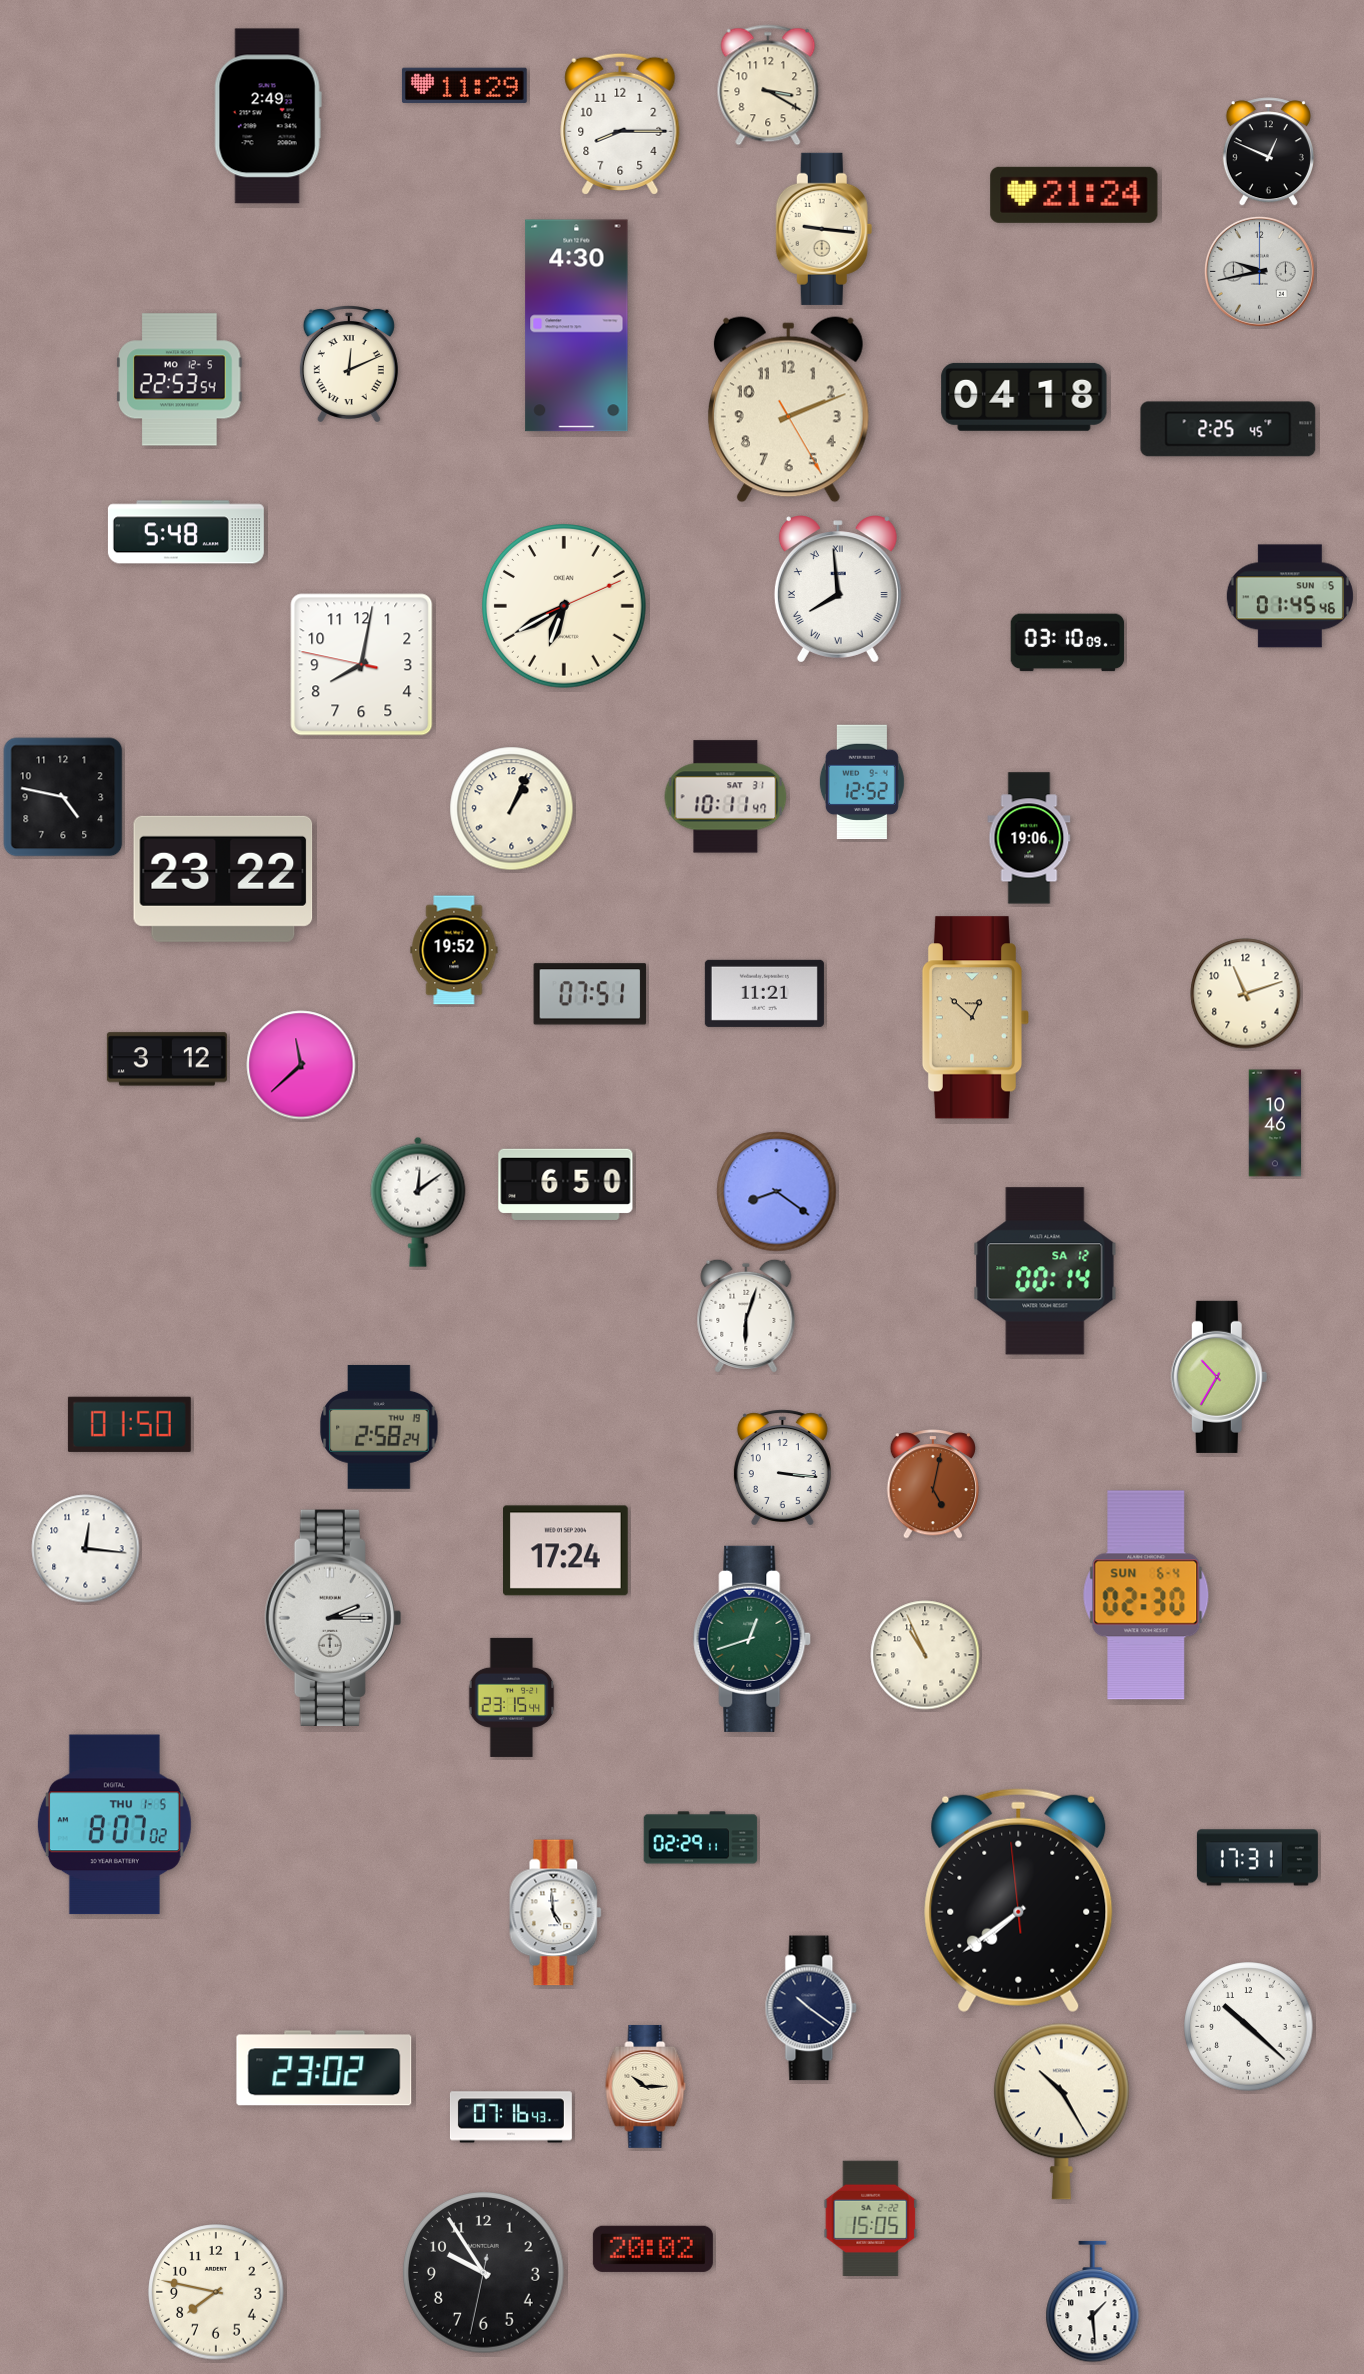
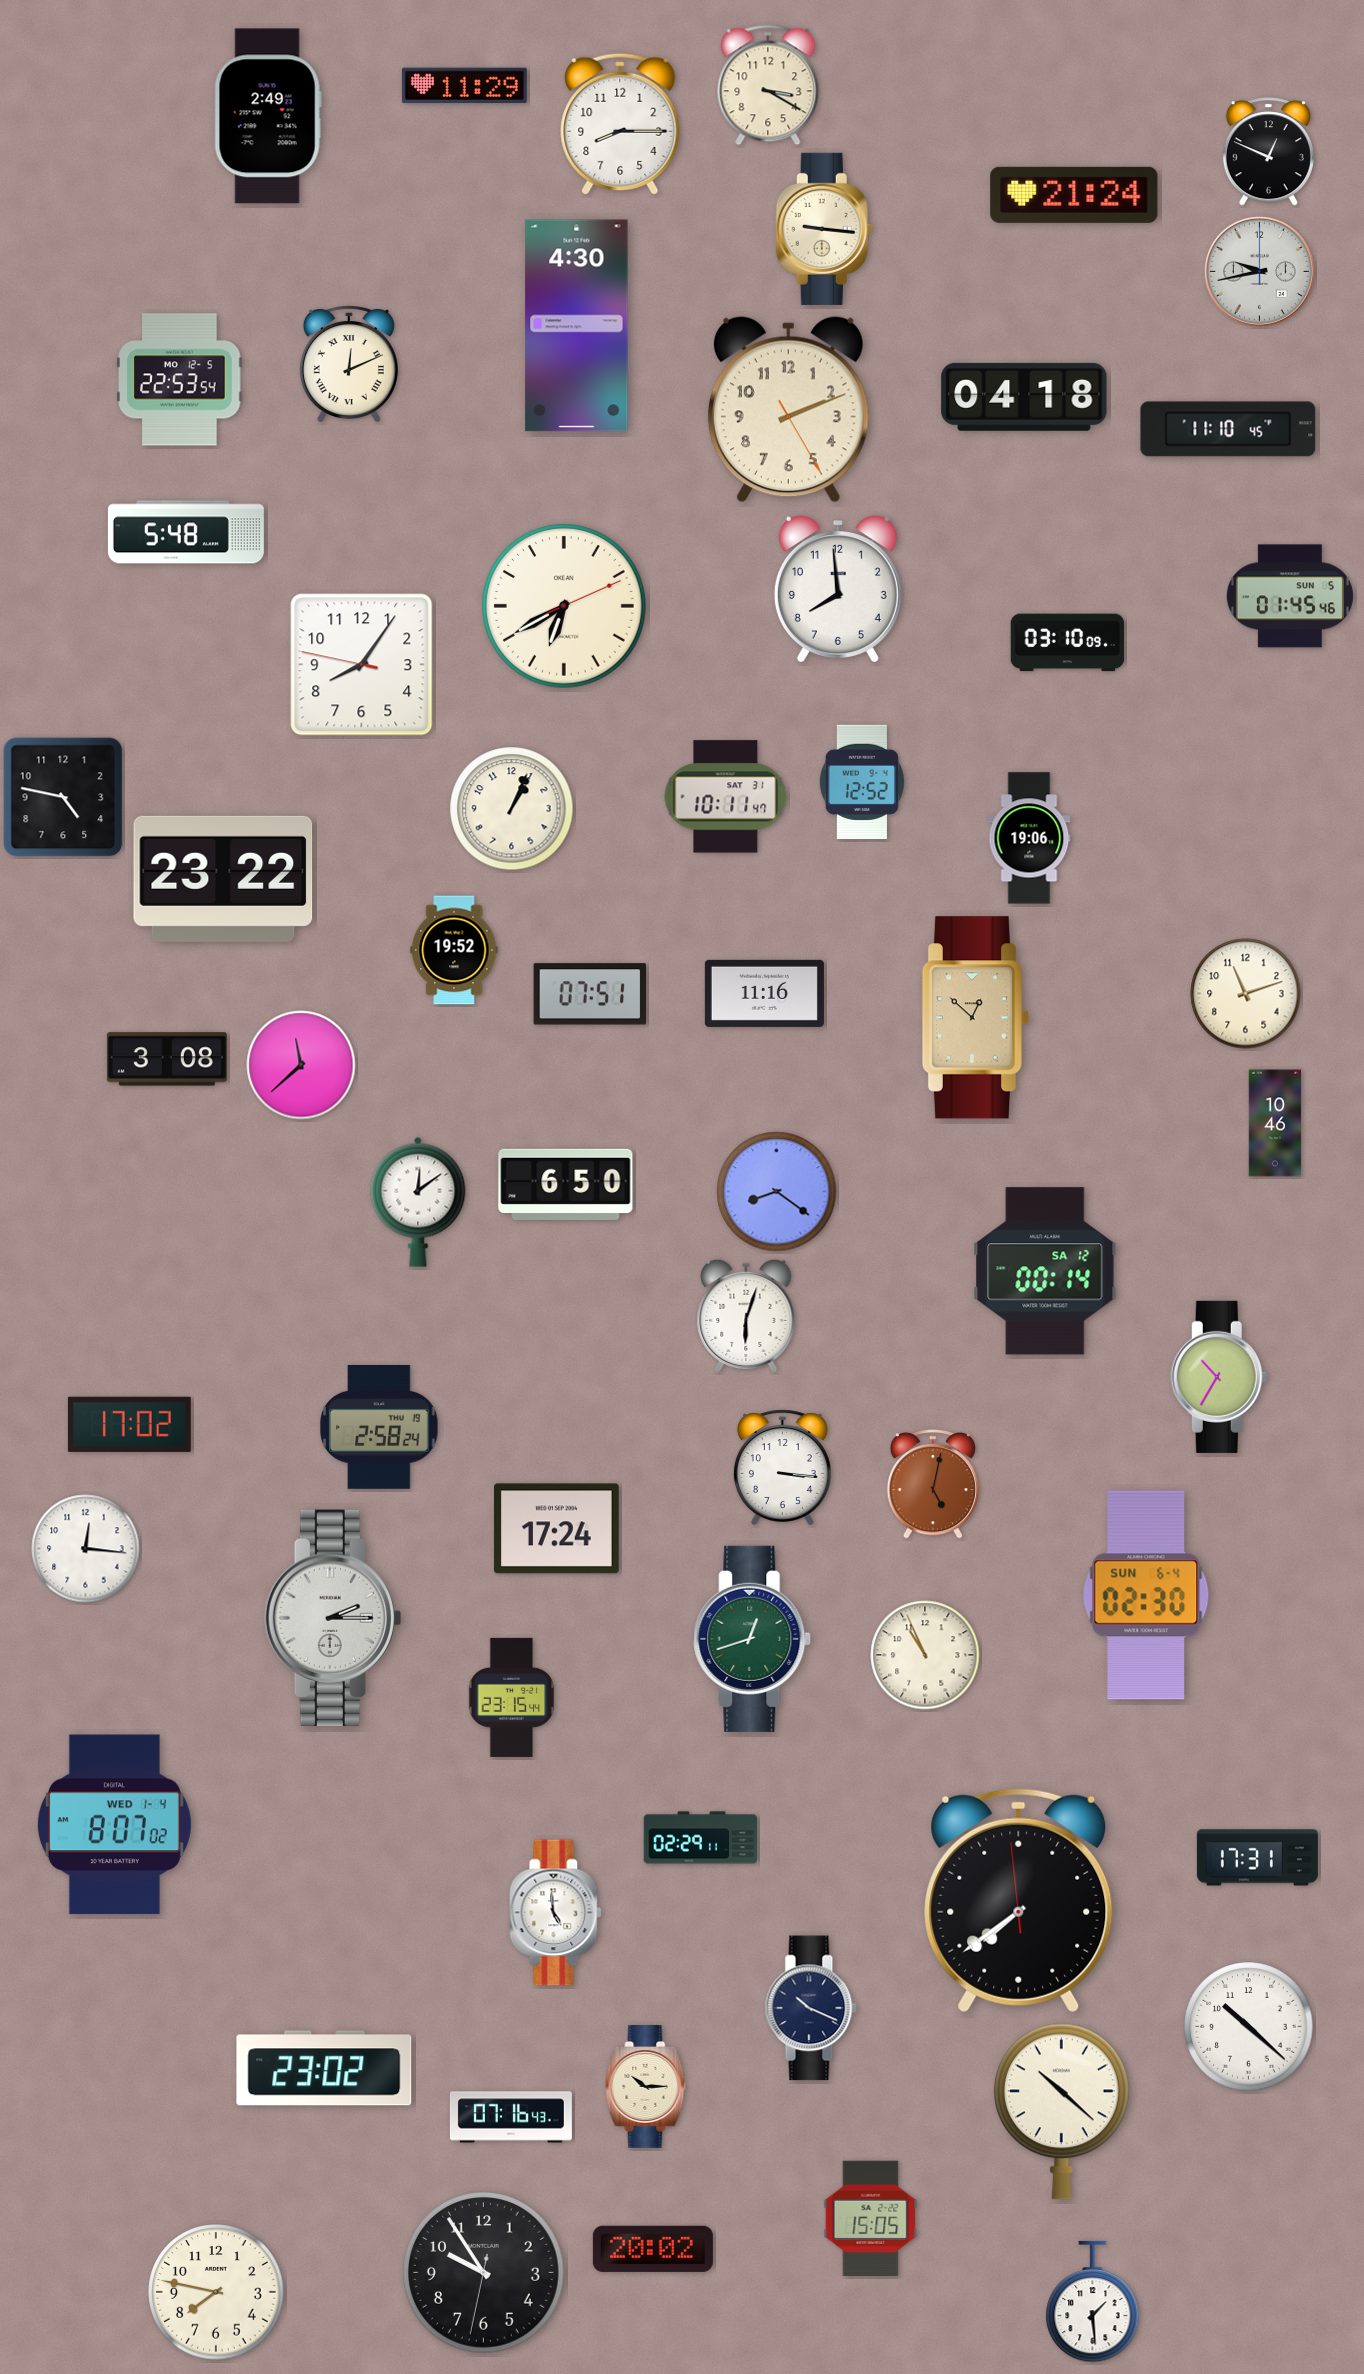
clock at (1228, 429): 2:25 -> 11:10
clock at (838, 589) numerals: Roman -> Arabic
clock at (362, 665): 8:01 -> 8:05
clock at (764, 993): 11:21 -> 11:16
clock at (167, 1059): 3:12 -> 3:08
clock at (129, 1424): 01:50 -> 17:02
clock at (566, 1551) position: (566, 1551) -> (557, 1529)
clock at (114, 1825) date: THU 1-5 -> WED 1-4
clock at (811, 2008): 10:21 -> 10:19
clock at (1061, 2111): 10:25 -> 10:22
